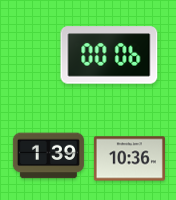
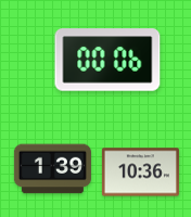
clock at (109, 55) position: (109, 55) -> (107, 60)
